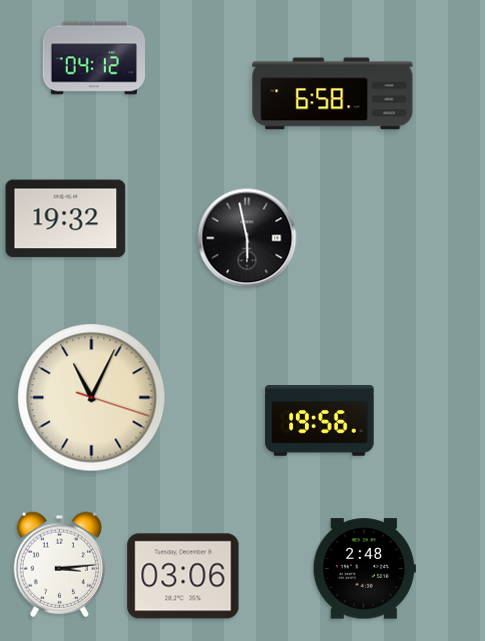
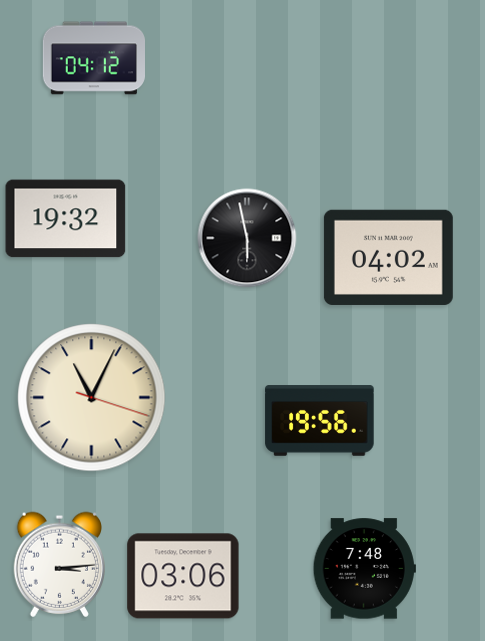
clock at (333, 94): 6:58 -> none
clock at (388, 257): none -> 04:02
clock at (364, 569): 2:48 -> 7:48
